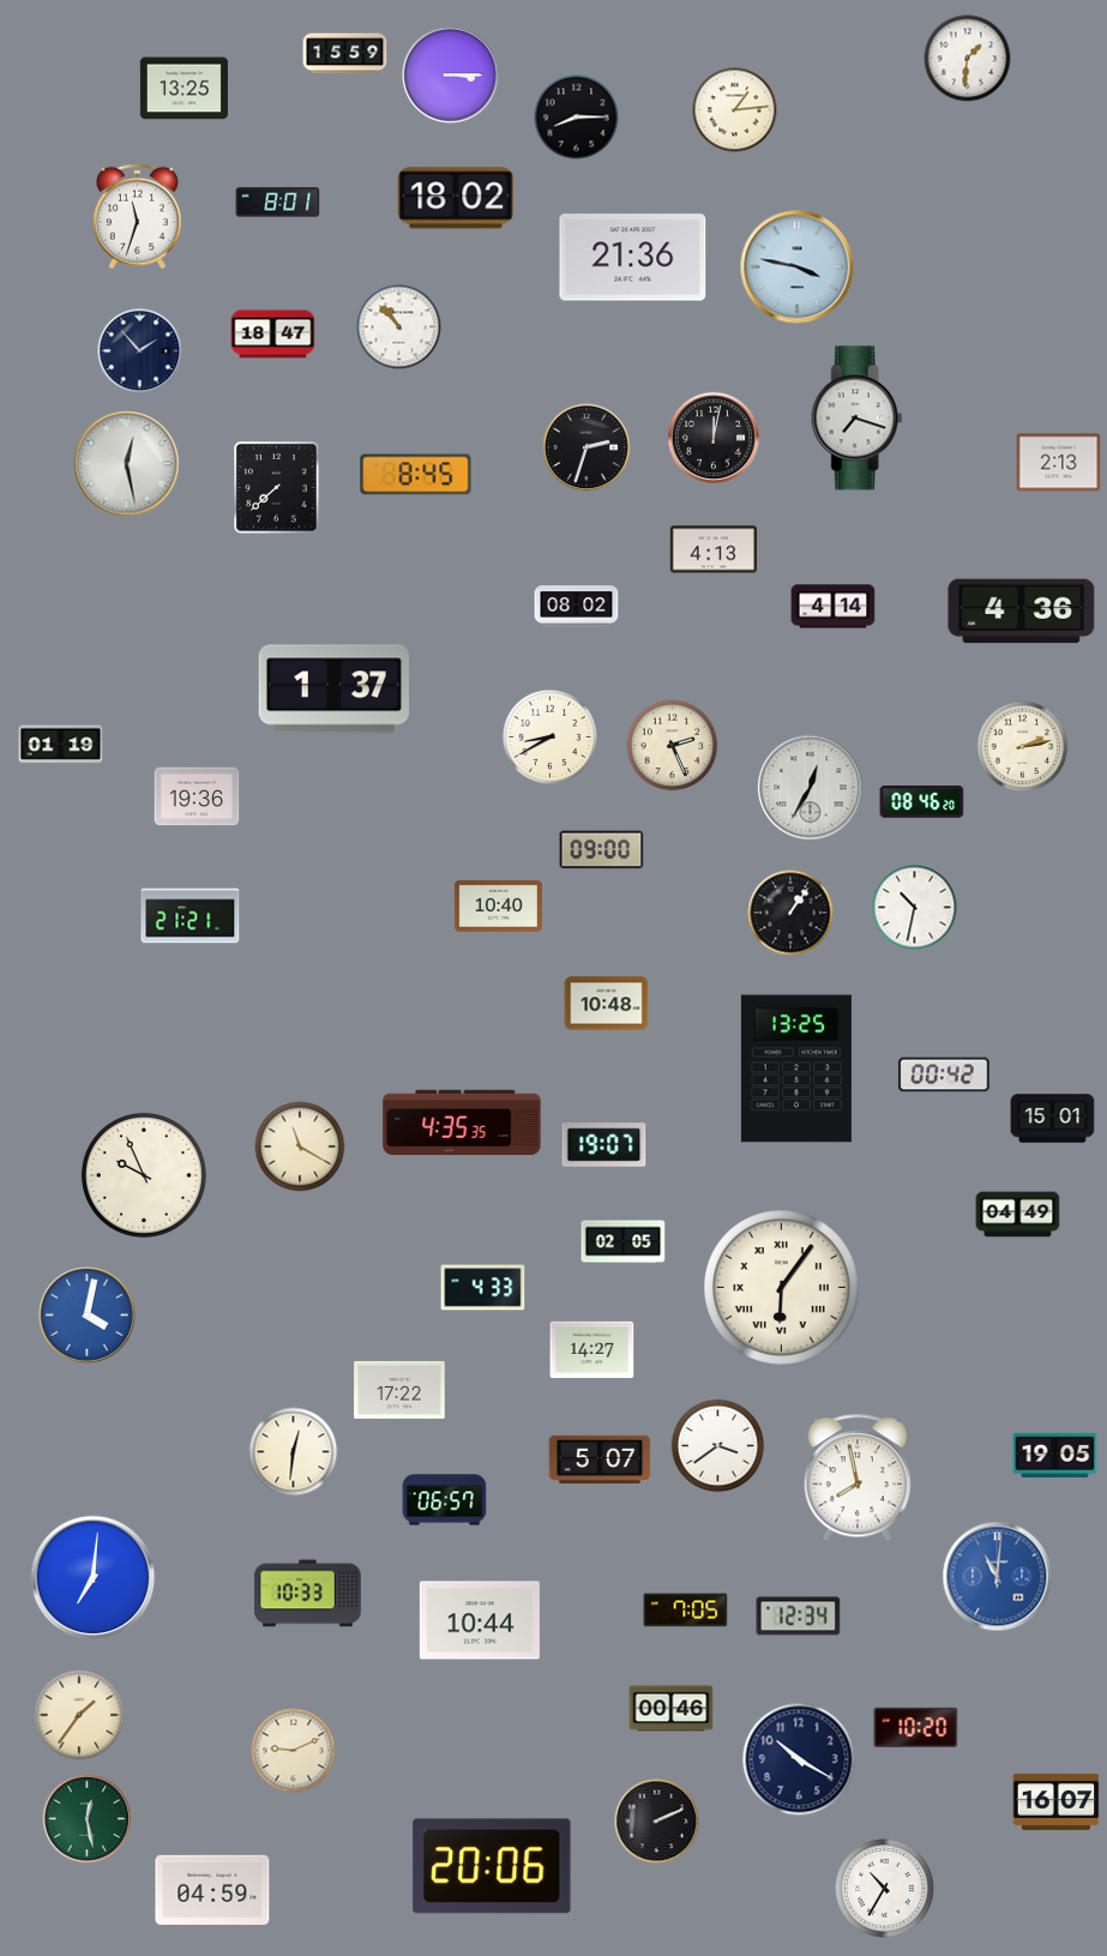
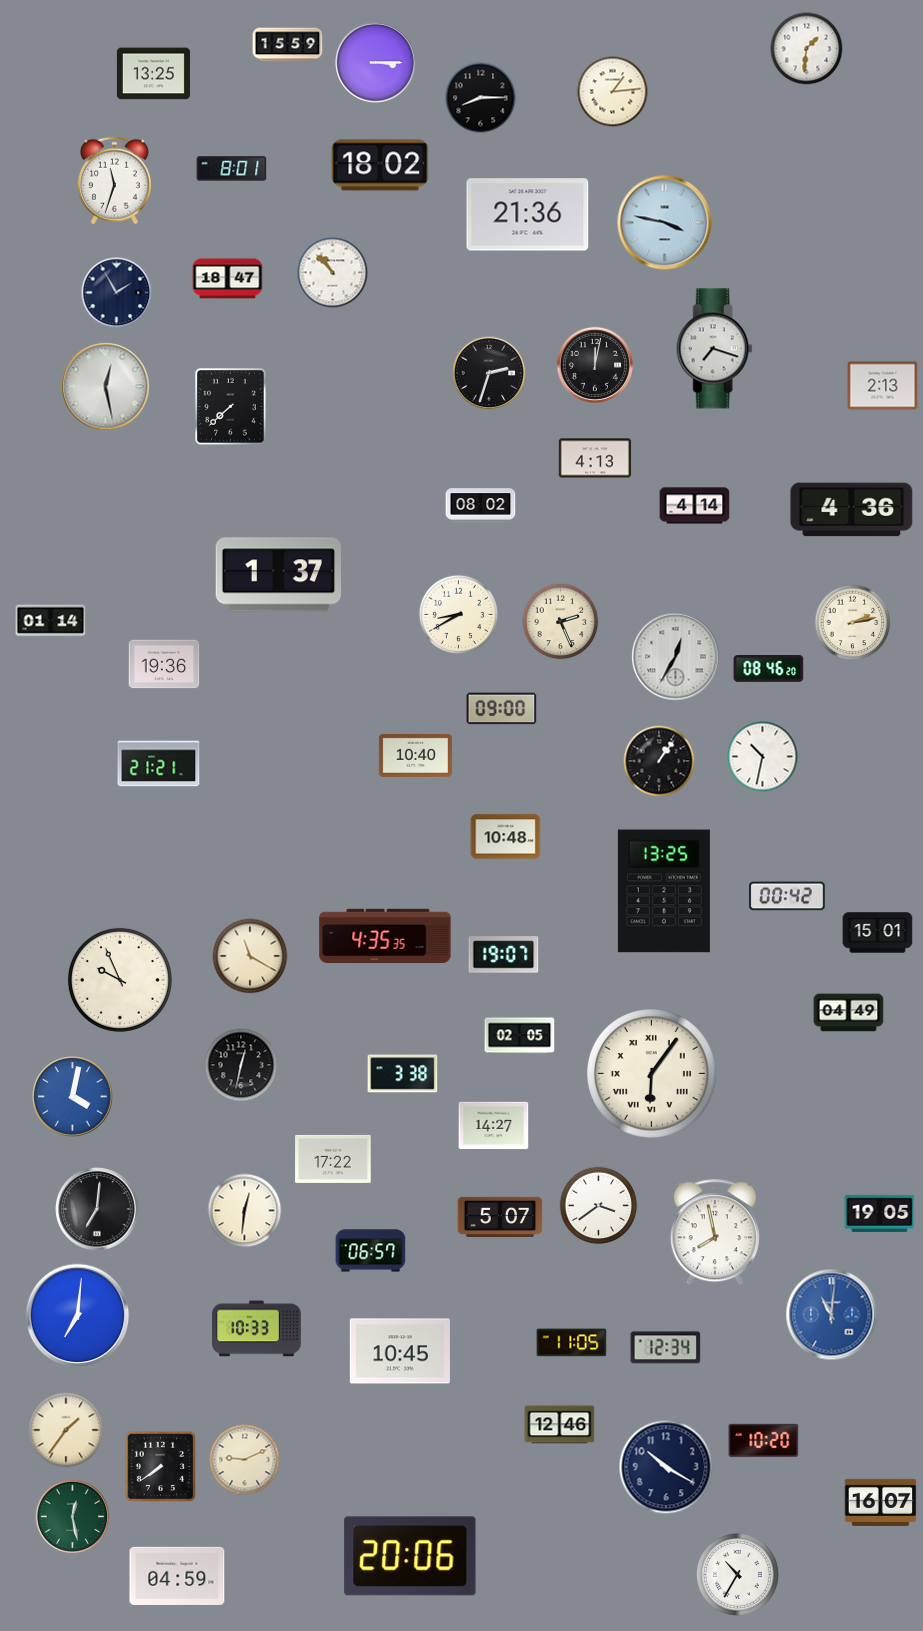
clock at (140, 351): 1:53 -> 1:55
clock at (416, 475): 8:45 -> none
clock at (61, 745): 01:19 -> 01:14
clock at (241, 1065): none -> 12:32
clock at (483, 1288): 4:33 -> 3:38
clock at (97, 1209): none -> 7:01
clock at (686, 1611): 7:05 -> 11:05
clock at (480, 1620): 10:44 -> 10:45
clock at (672, 1709): 00:46 -> 12:46
clock at (161, 1467): none -> 7:39
clock at (657, 1822): 2:11 -> none
